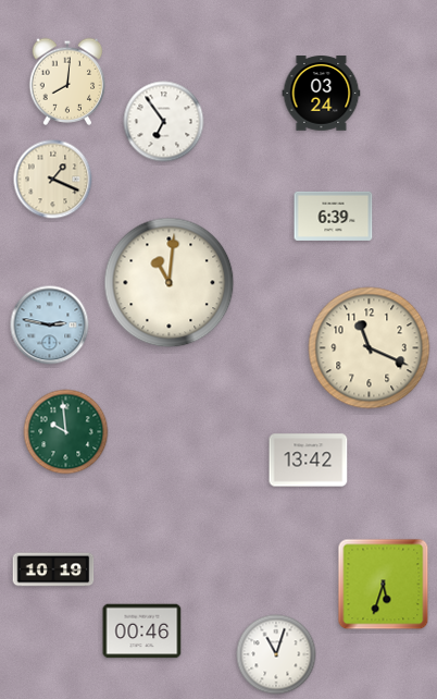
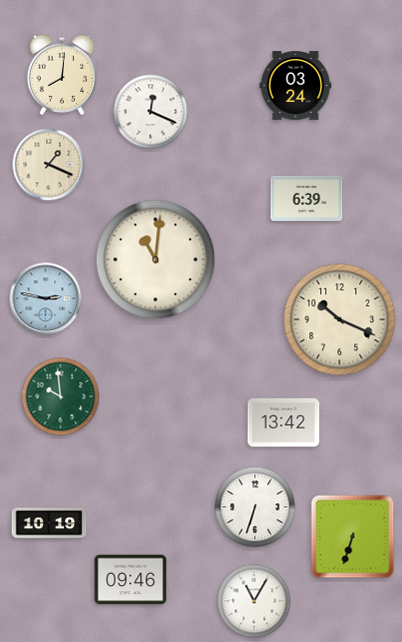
clock at (164, 122): 6:54 -> 12:19
clock at (370, 348): 11:19 -> 10:19
clock at (255, 507): none -> 6:33
clock at (384, 585): 5:33 -> 6:33
clock at (142, 631): 00:46 -> 09:46
clock at (276, 654): 11:03 -> 11:05
